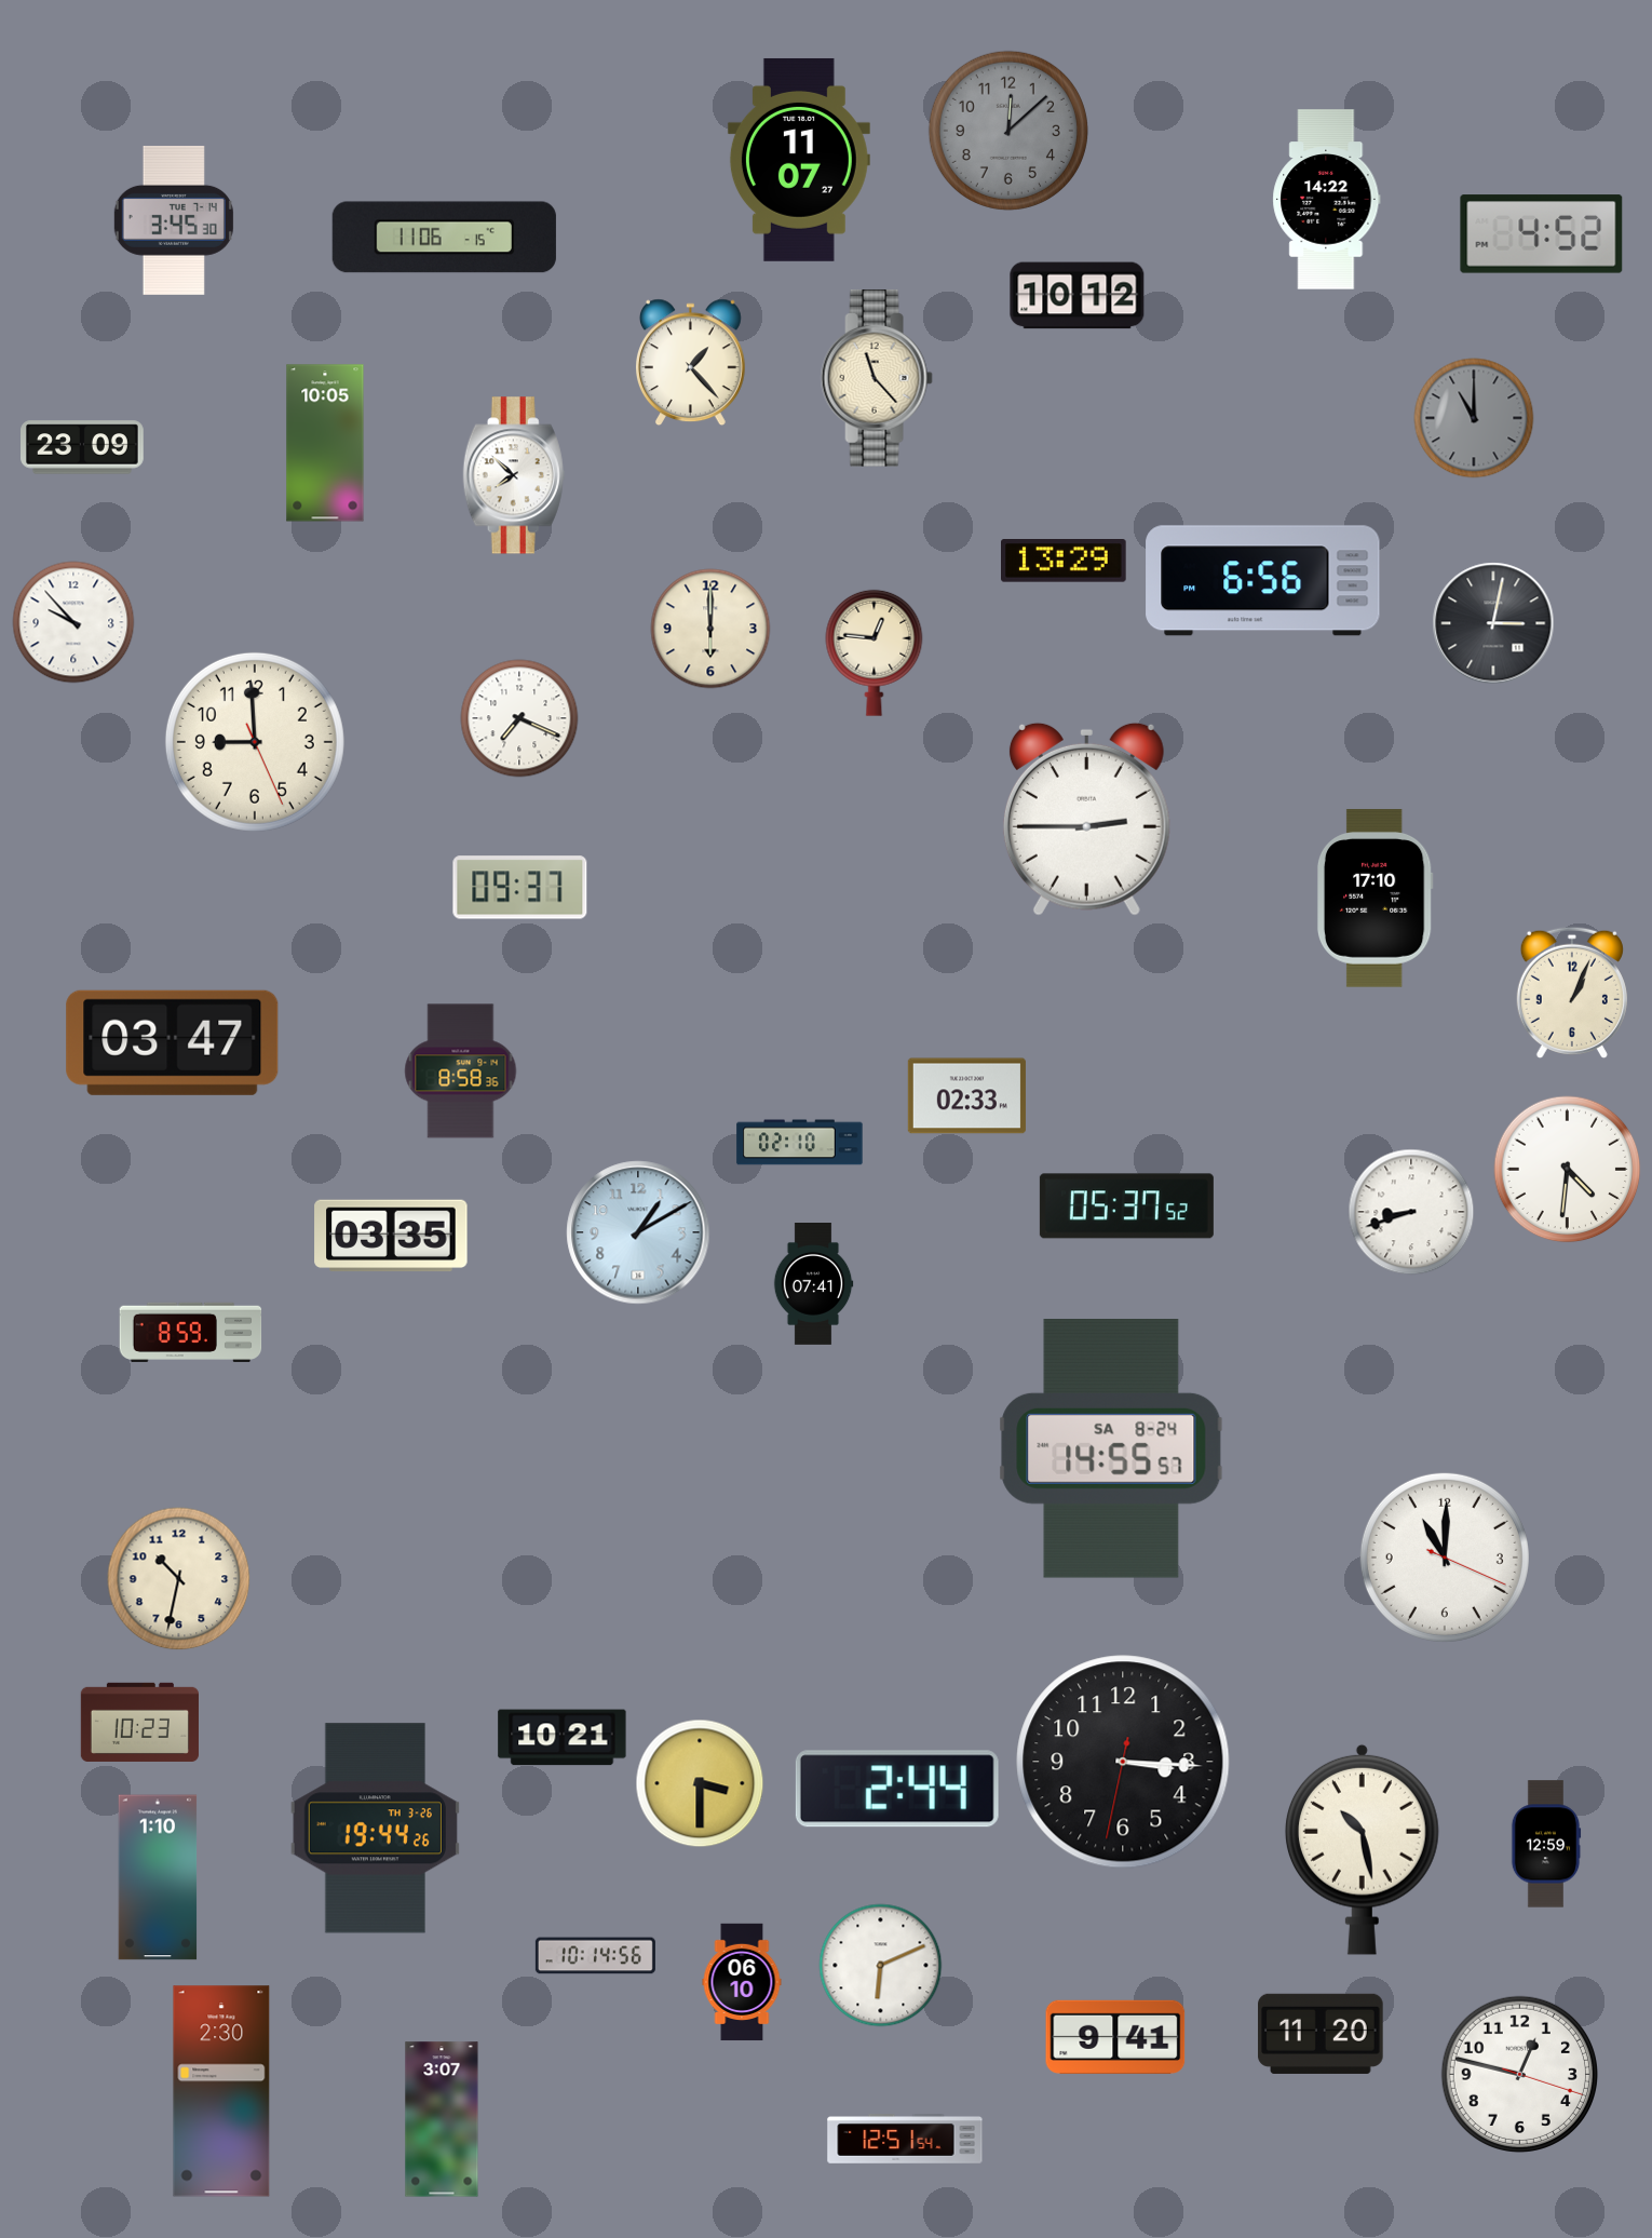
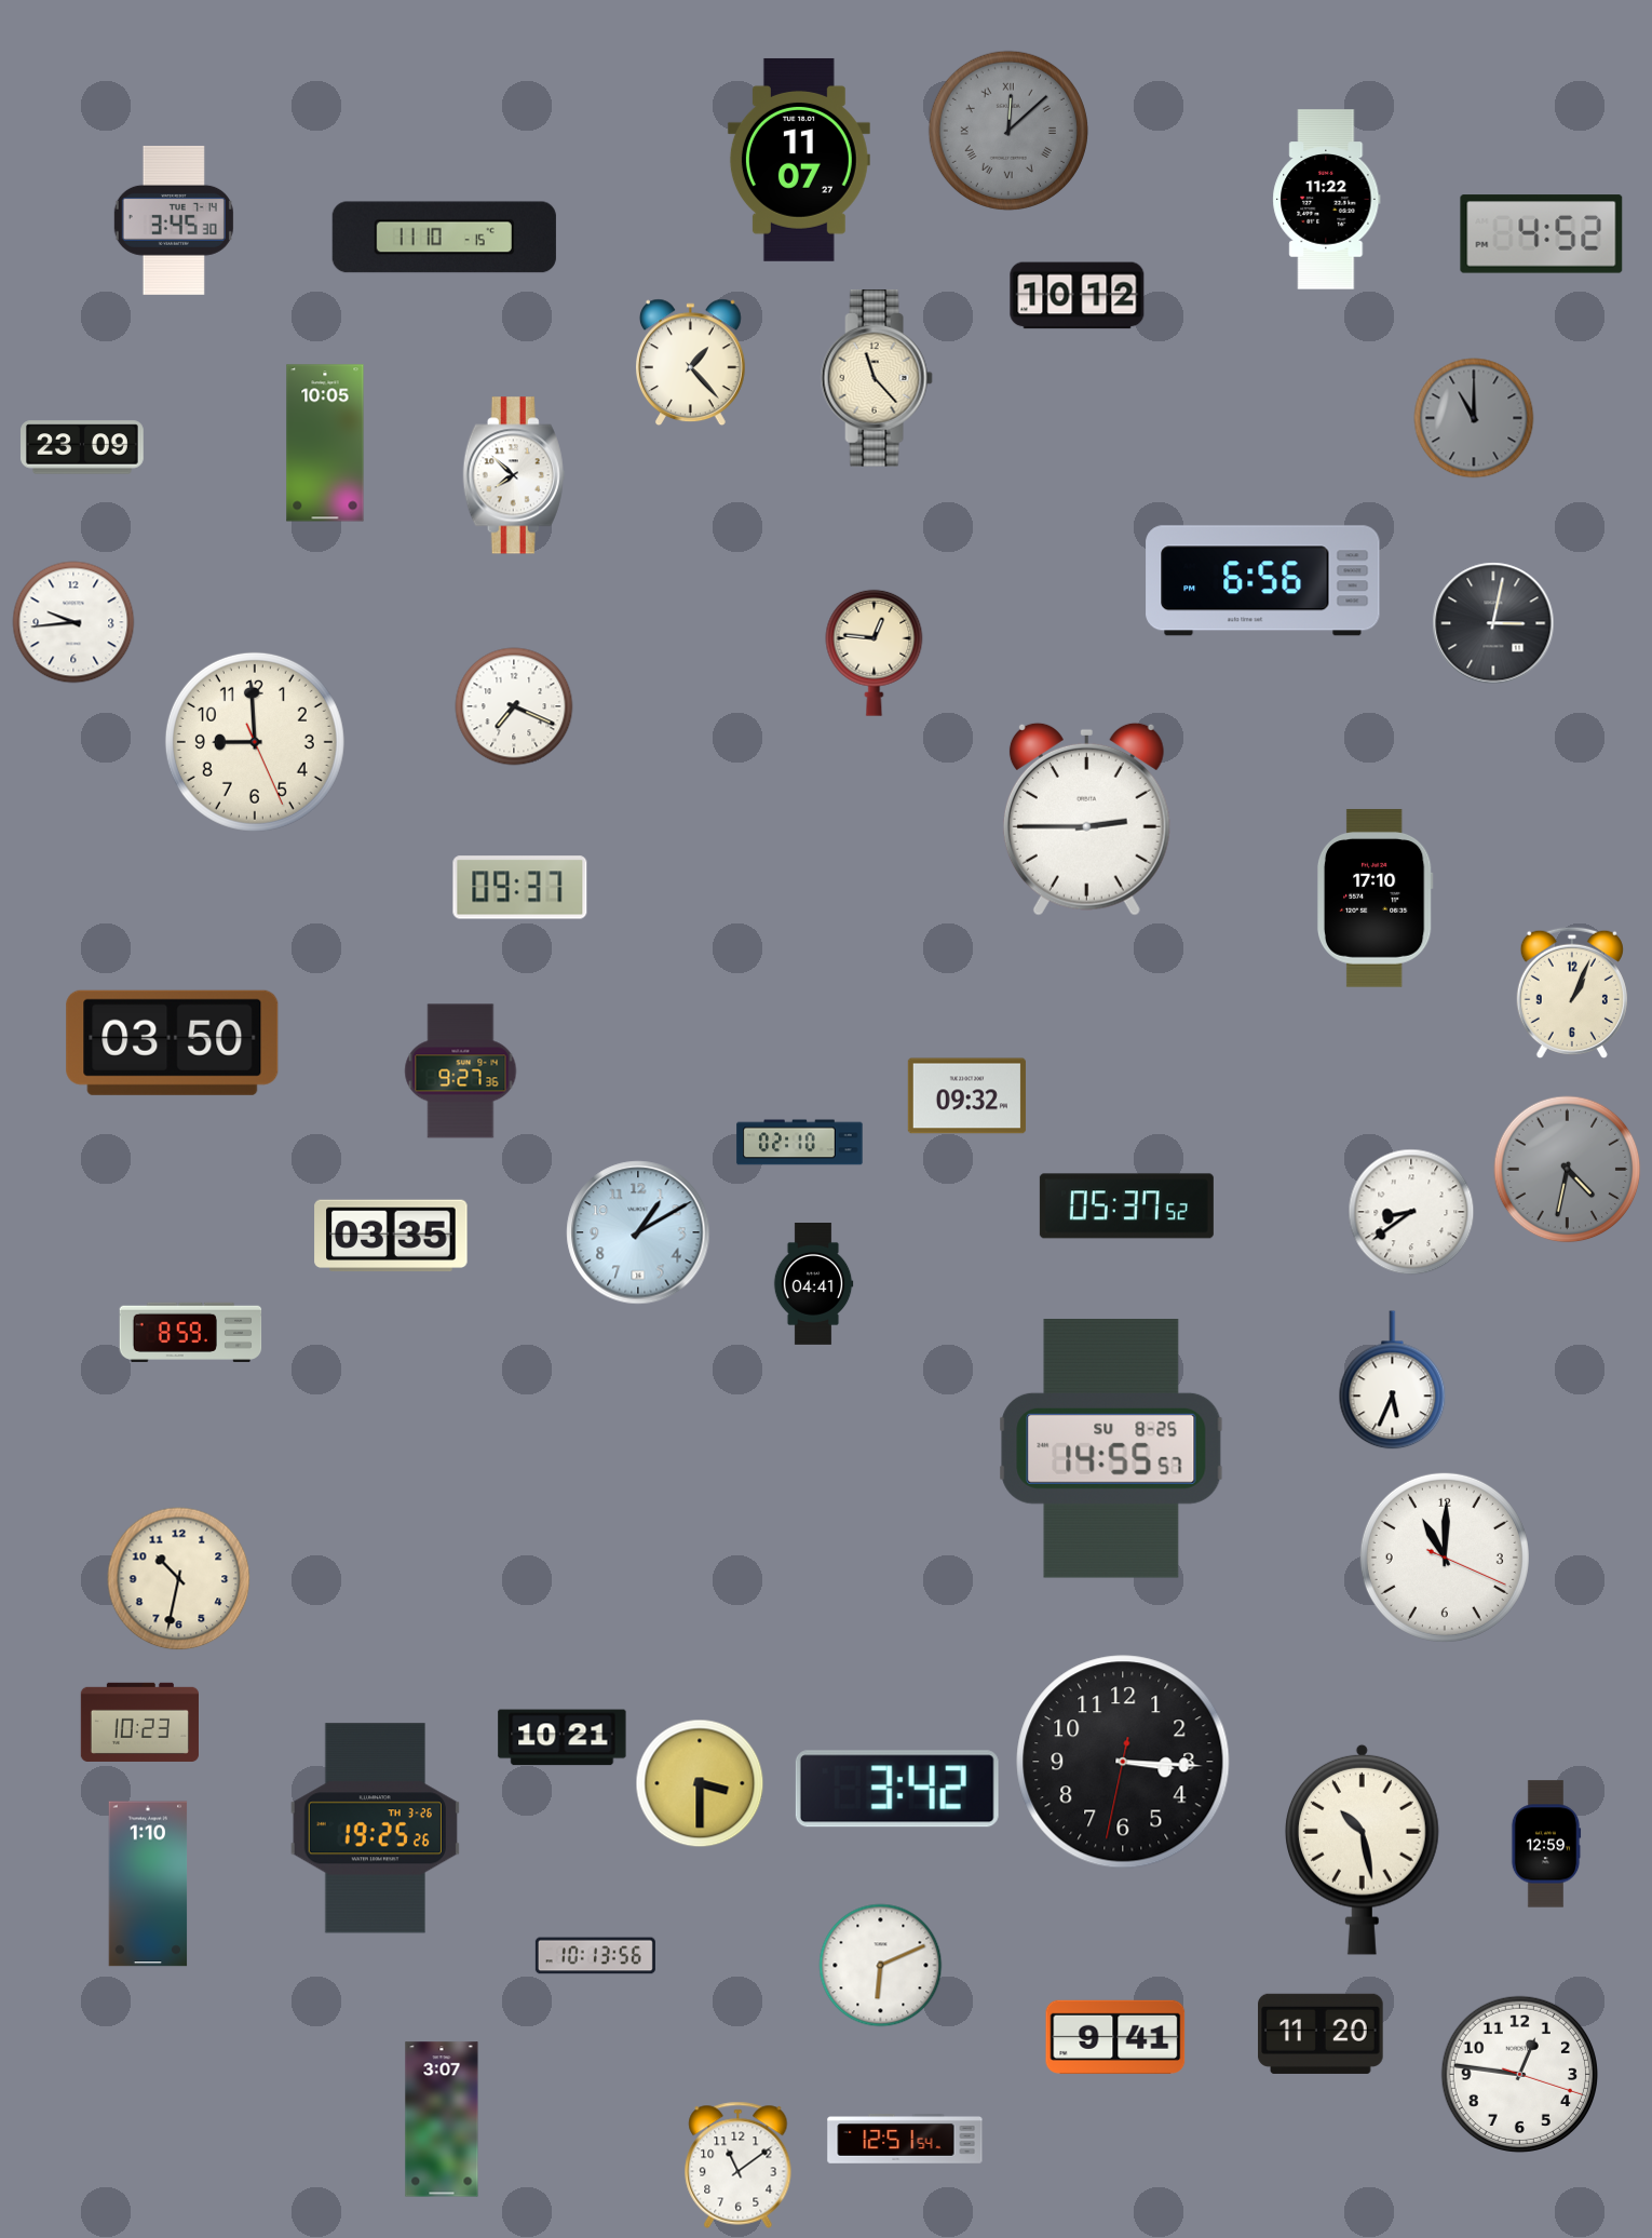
clock at (1008, 131) numerals: Arabic -> Roman
clock at (1327, 200): 14:22 -> 11:22
clock at (444, 238): 11:06 -> 11:10
clock at (1064, 562): 13:29 -> none
clock at (73, 622): 9:53 -> 9:44
clock at (710, 629): 6:00 -> none
clock at (519, 718) position: (519, 718) -> (514, 706)
clock at (173, 1042): 03:47 -> 03:50
clock at (461, 1071): 8:58 -> 9:27
clock at (966, 1096): 02:33 -> 09:32
clock at (1568, 1170): 4:31 -> 4:32
clock at (1568, 1170) dial: white -> grey
clock at (1411, 1212): 8:42 -> 8:39
clock at (813, 1284): 07:41 -> 04:41
clock at (1393, 1380): none -> 5:34
clock at (1111, 1450) date: SA 8-24 -> SU 8-25
clock at (897, 1789): 2:44 -> 3:42
clock at (375, 1829): 19:44 -> 19:25
clock at (158, 1877) position: (158, 1877) -> (148, 1884)
clock at (595, 1956): 10:14 -> 10:13
clock at (742, 1982): 06:10 -> none
clock at (1519, 2074): 12:47 -> 12:46
clock at (221, 2091): 2:30 -> none
clock at (739, 2165): none -> 11:09
